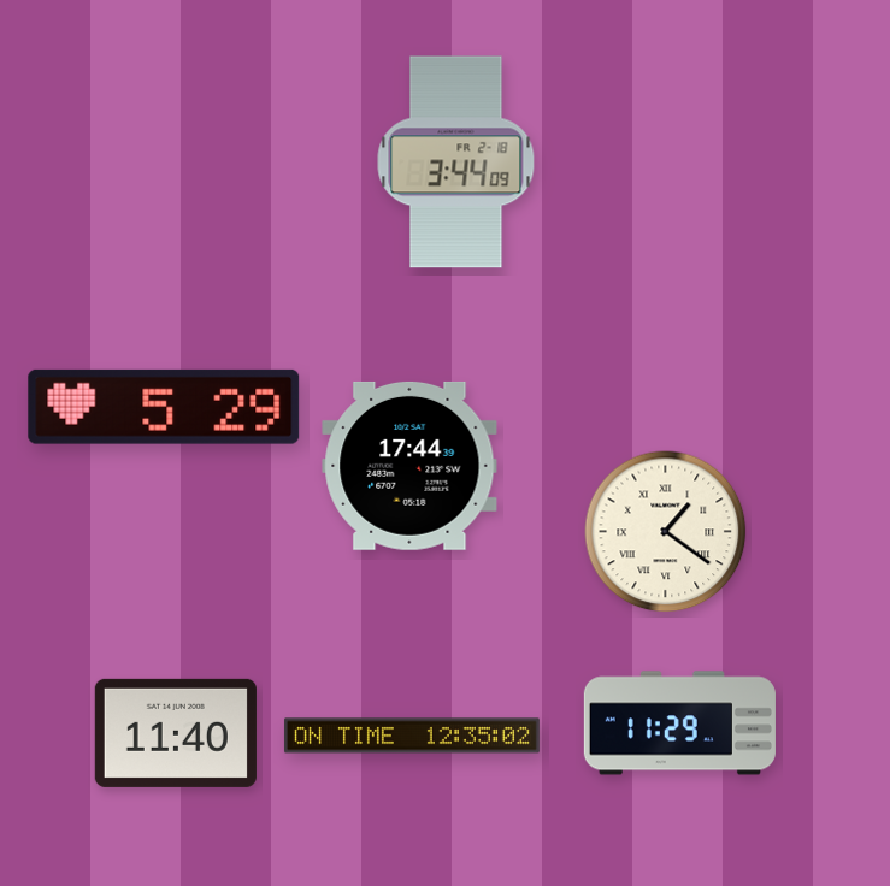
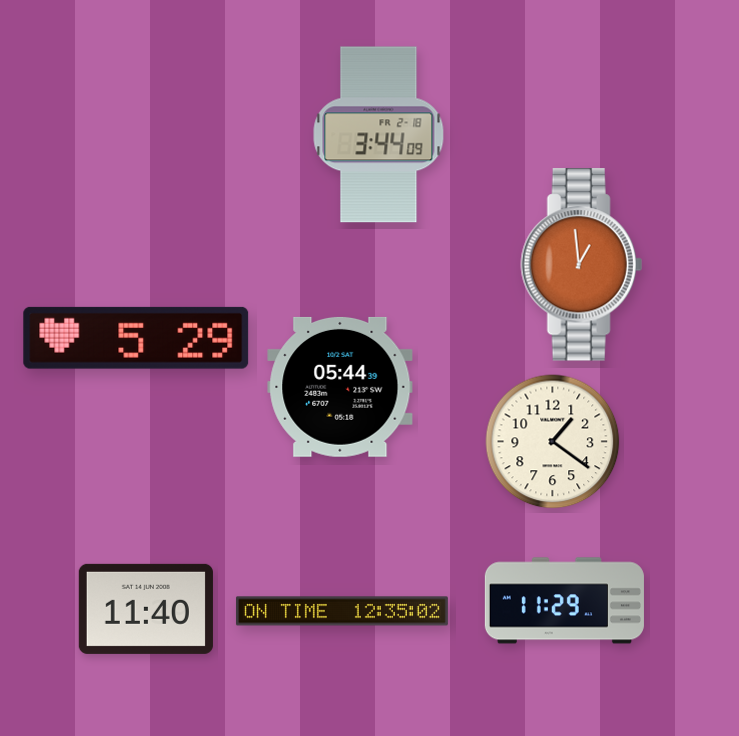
clock at (581, 265): none -> 12:59
clock at (409, 466): 17:44 -> 05:44
clock at (666, 532) numerals: Roman -> Arabic
